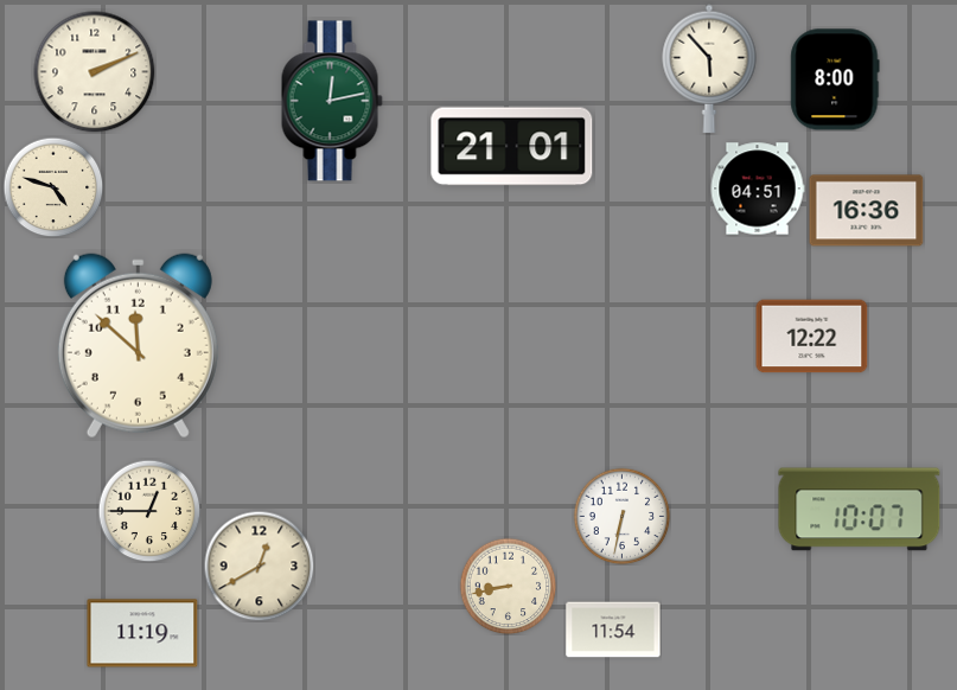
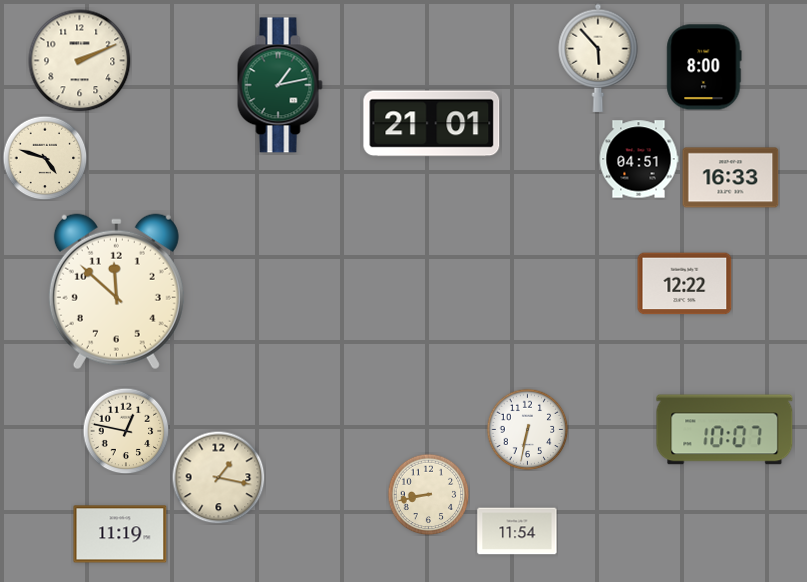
clock at (332, 101): 12:13 -> 1:13
clock at (867, 211): 16:36 -> 16:33
clock at (149, 511): 12:45 -> 12:47
clock at (621, 516) position: (621, 516) -> (527, 429)
clock at (259, 566): 12:40 -> 1:17
